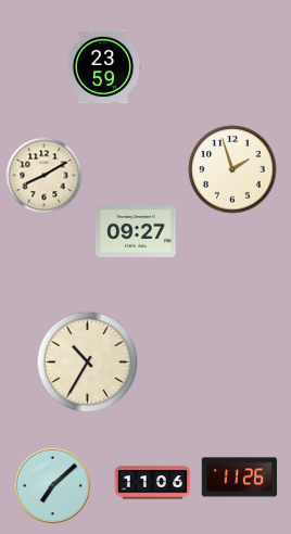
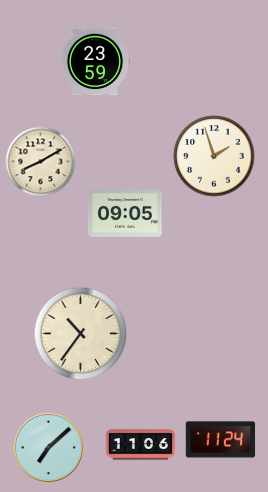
clock at (136, 231): 09:27 -> 09:05
clock at (88, 363): 10:35 -> 10:36
clock at (240, 478): 11:26 -> 11:24
